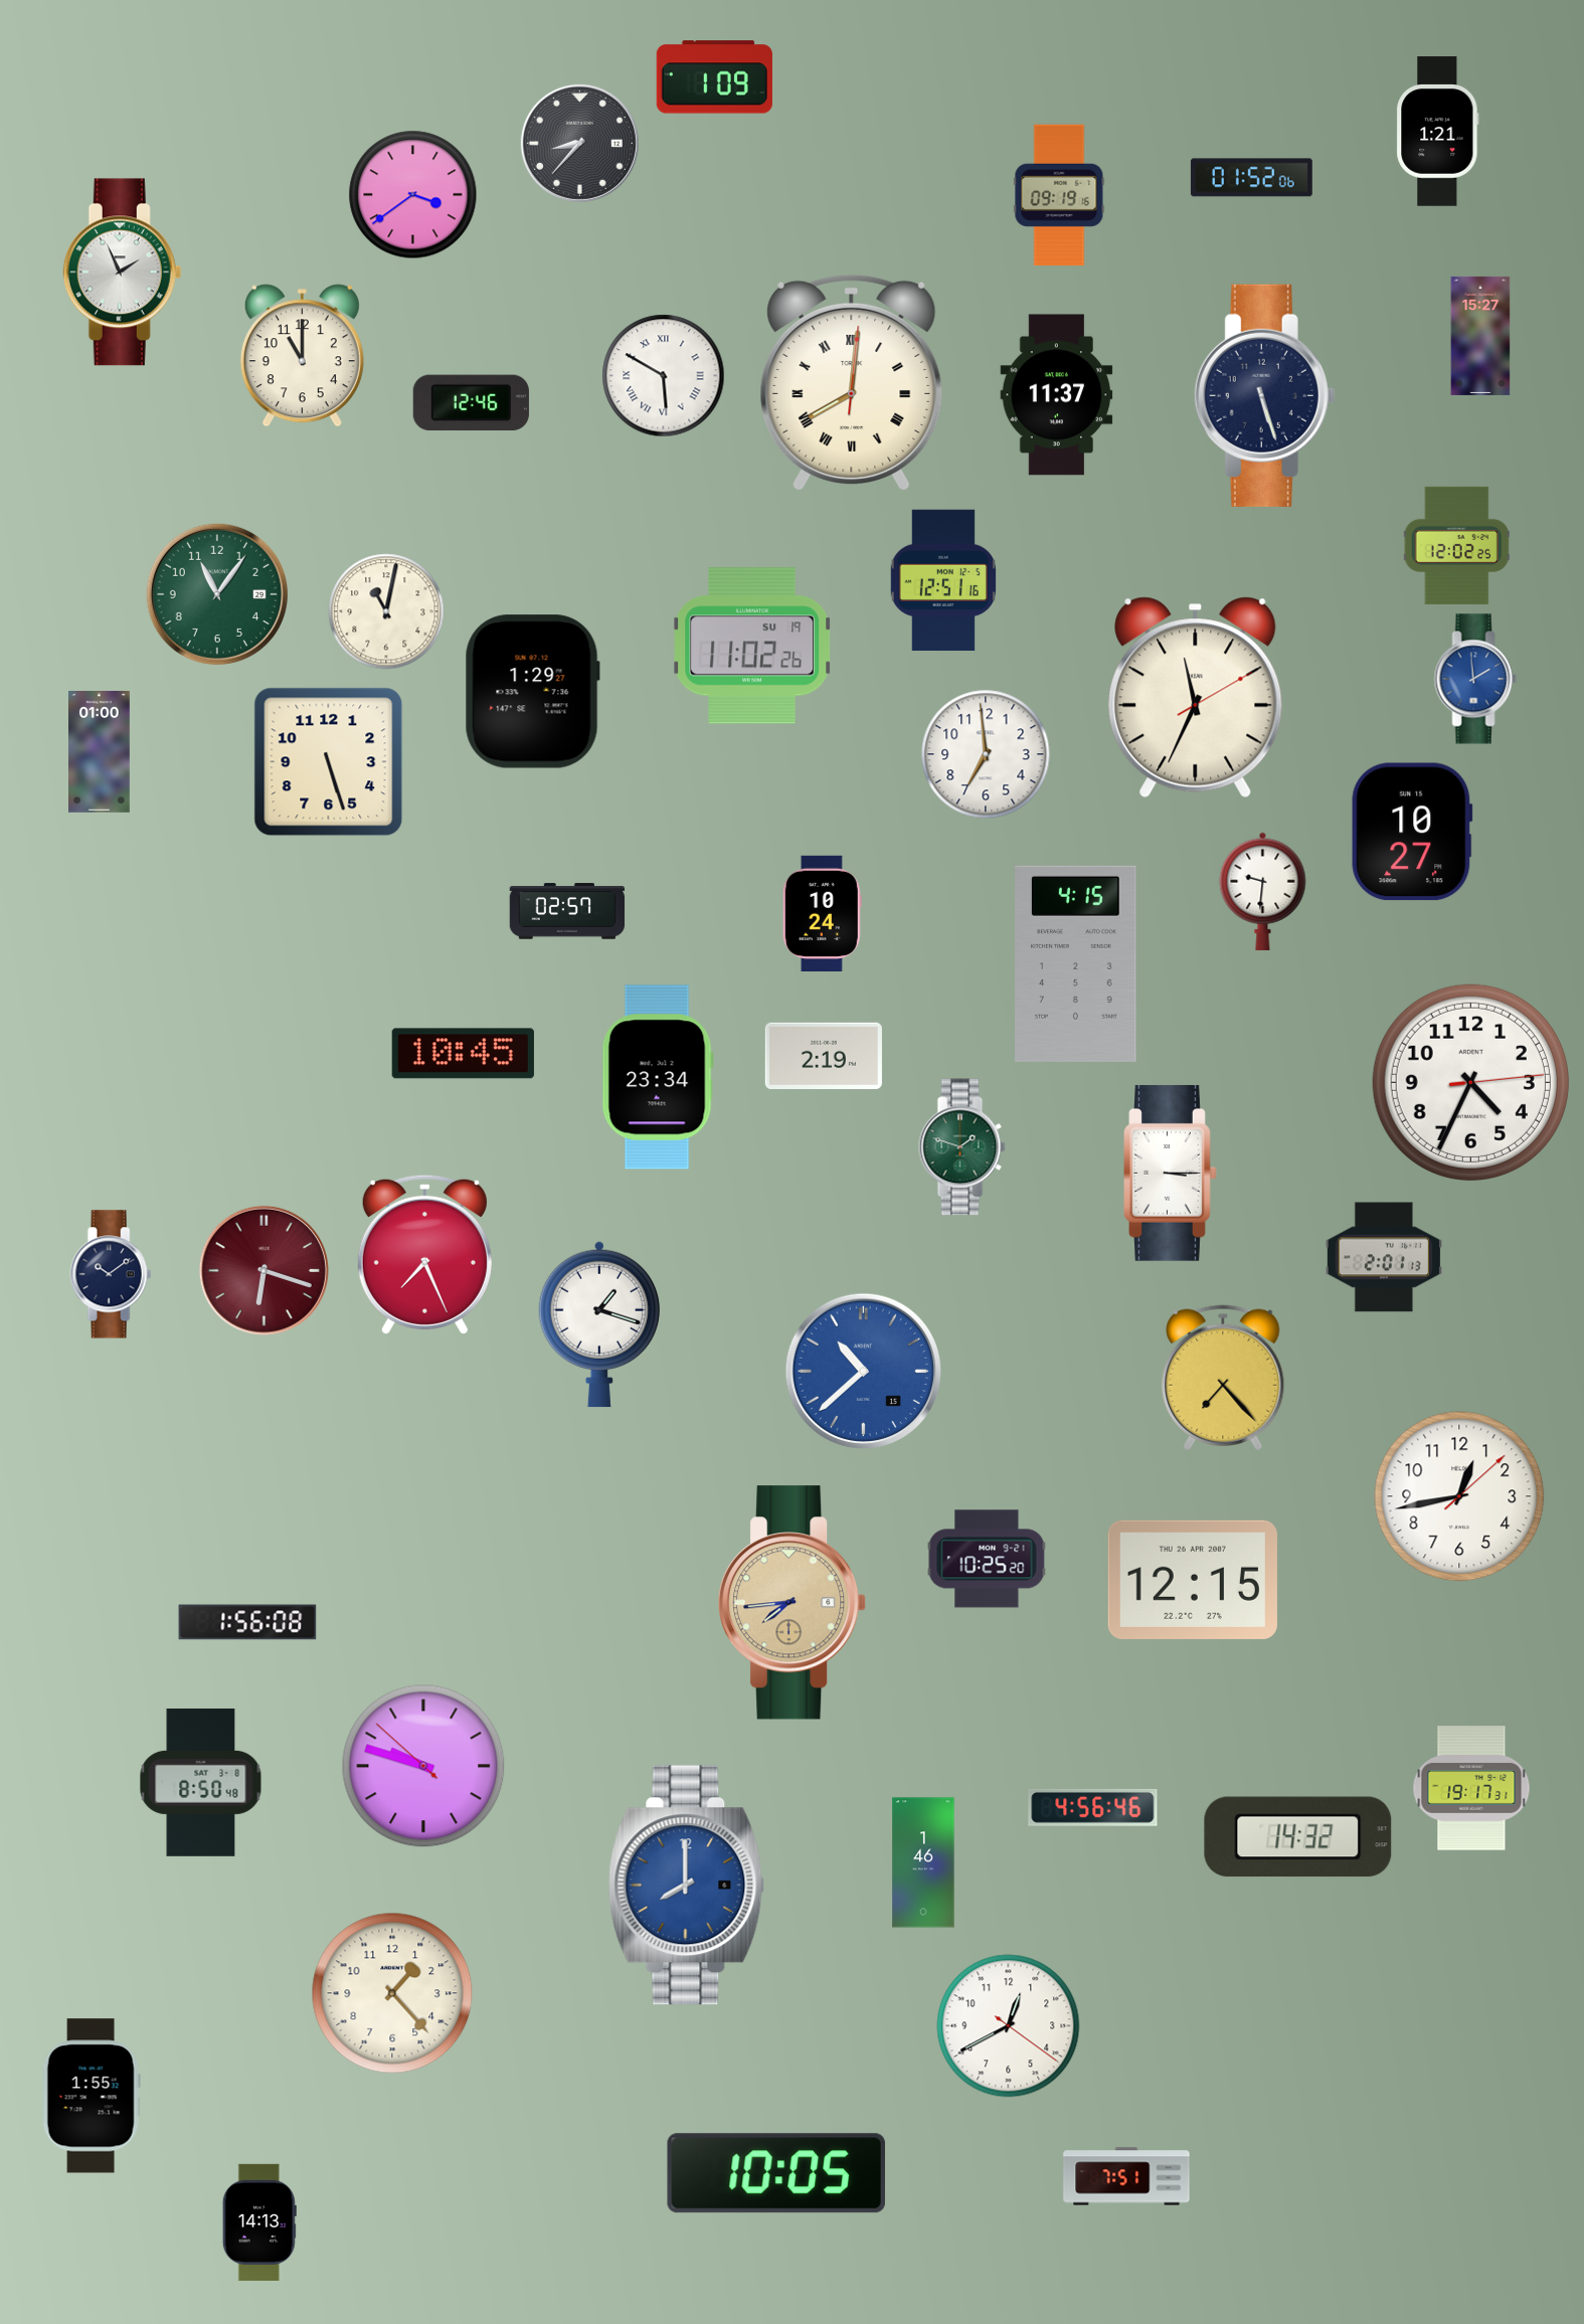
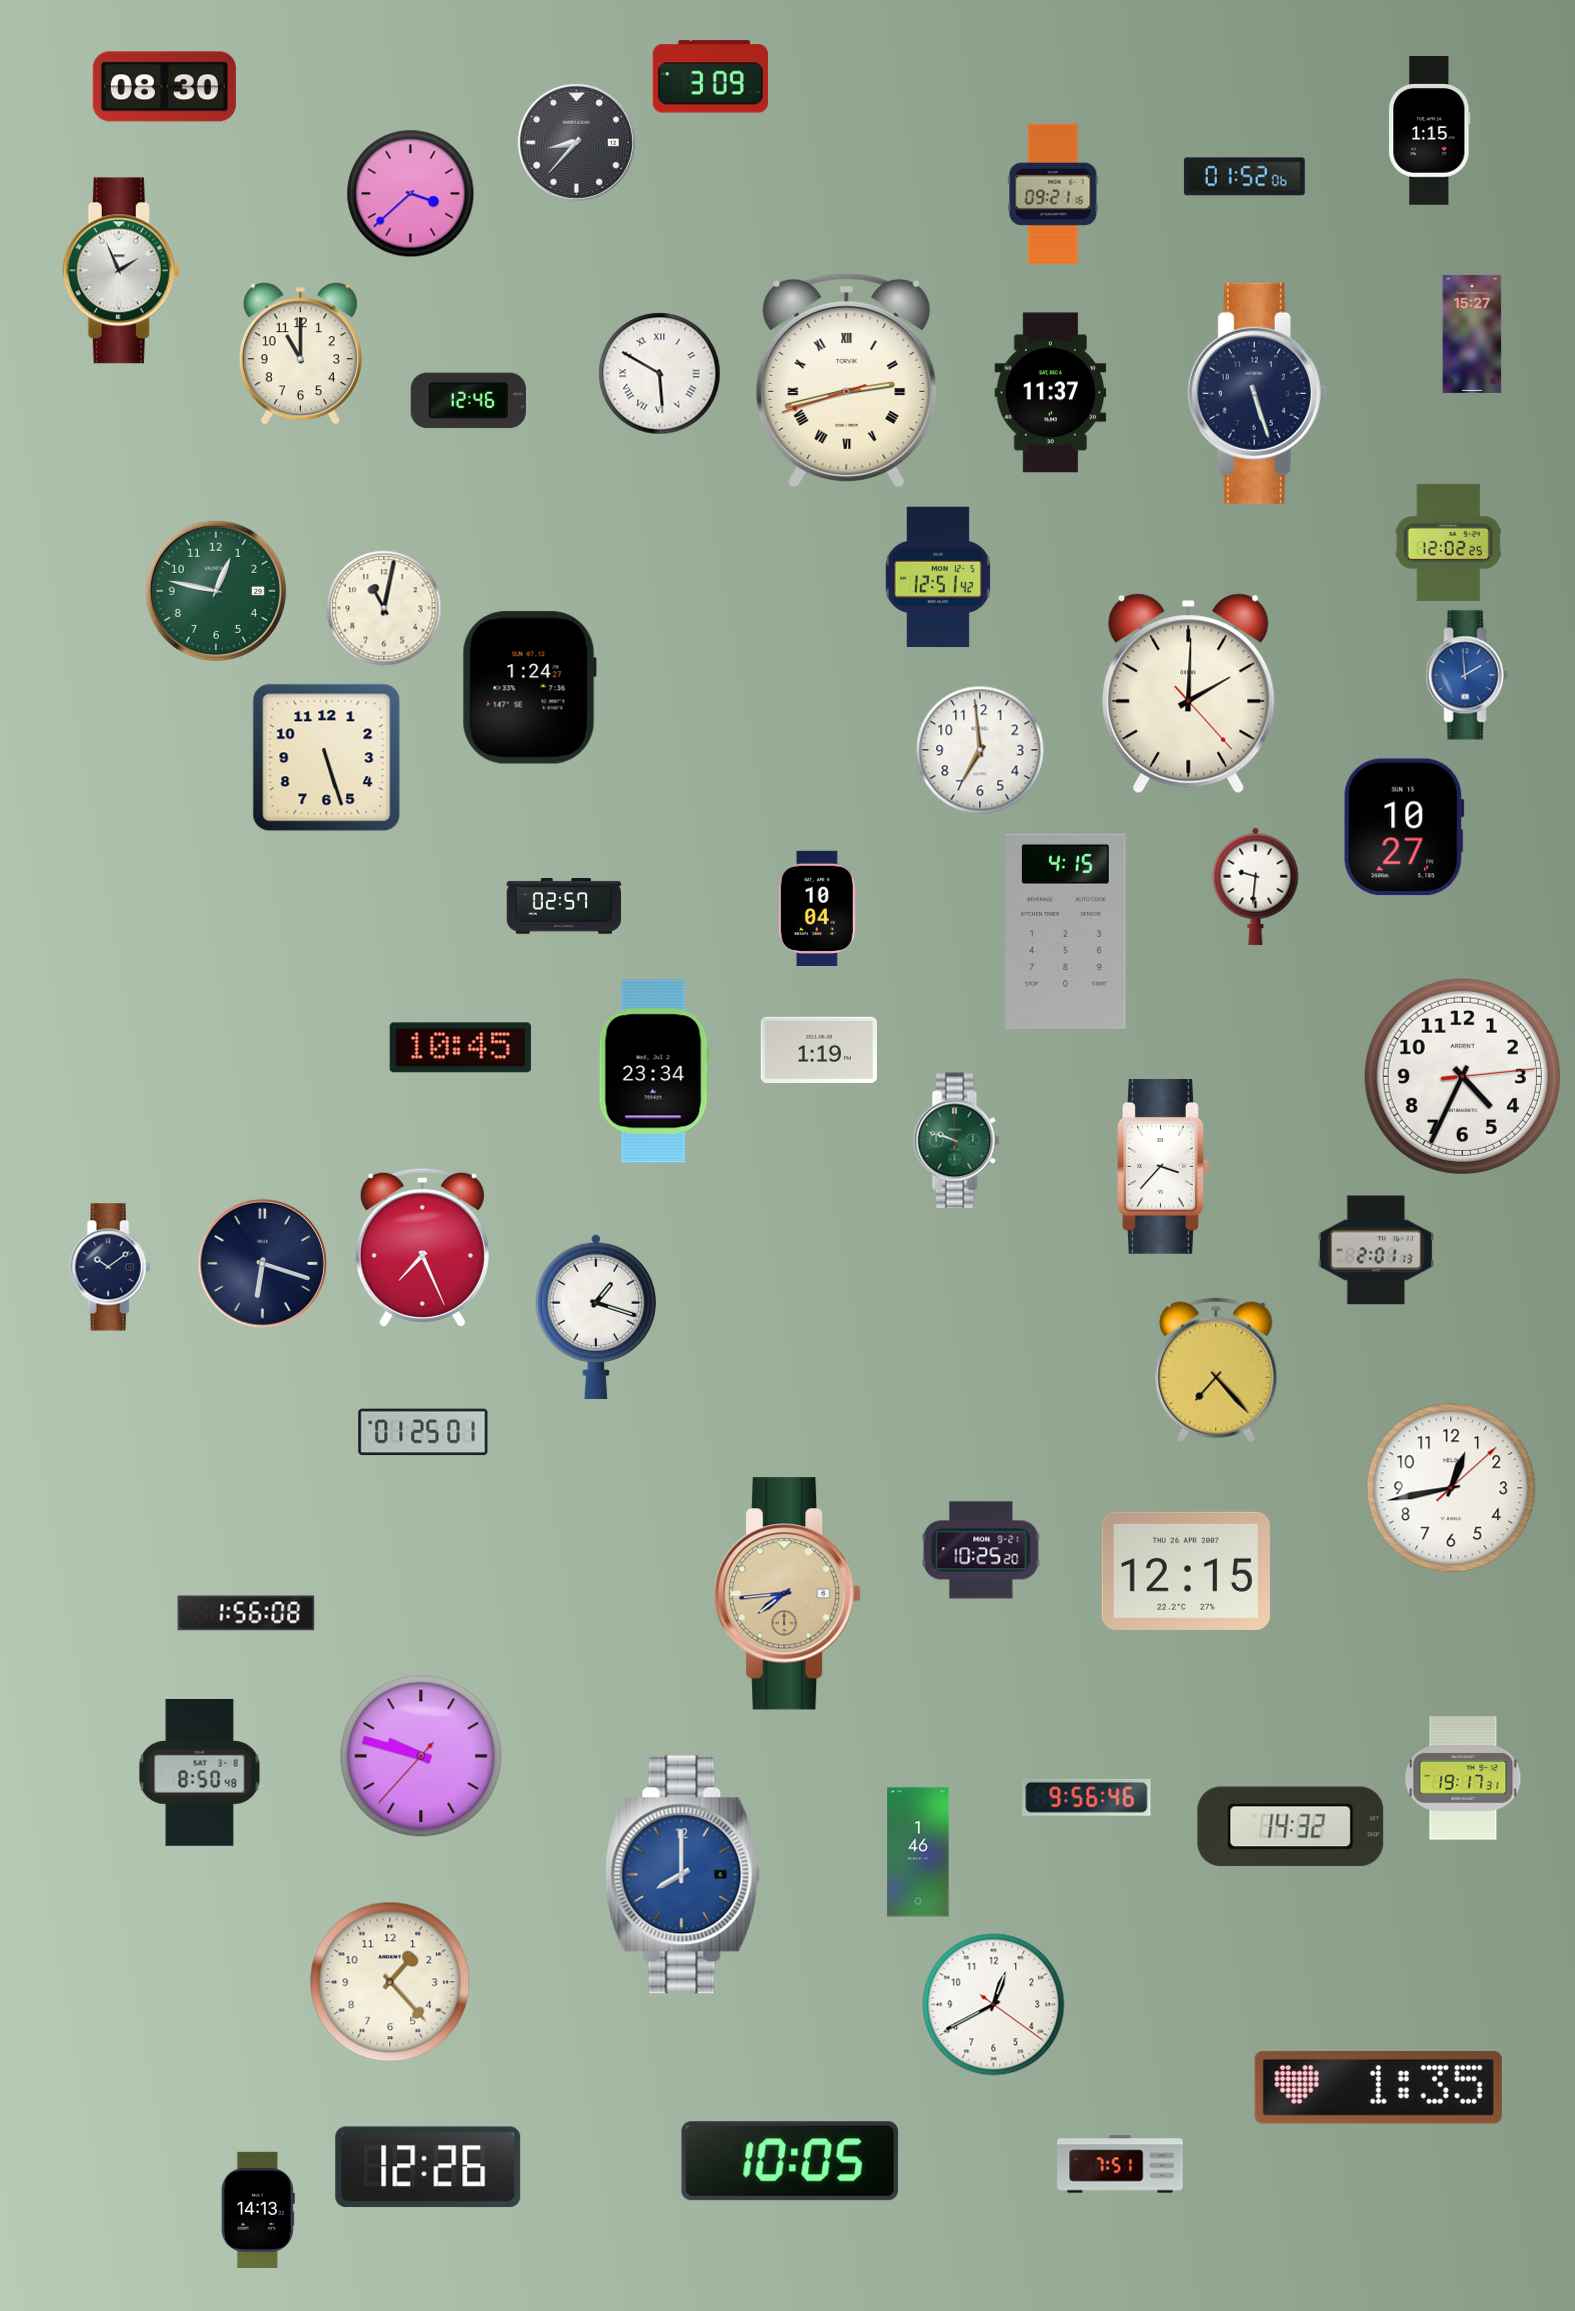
clock at (714, 77): 1:09 -> 3:09
clock at (164, 87): none -> 08:30
clock at (1438, 132): 1:21 -> 1:15
clock at (413, 195): 3:39 -> 3:38
clock at (1059, 195): 09:19 -> 09:21
clock at (852, 382): 8:01 -> 2:42
clock at (943, 580): 12:51:16 -> 12:51:42
clock at (217, 594): 11:06 -> 12:47
clock at (753, 646): 11:02 -> none
clock at (532, 692): 1:29 -> 1:24
clock at (1196, 698): 11:34 -> 2:00
clock at (100, 752): 01:00 -> none
clock at (822, 913): 10:24 -> 10:04
clock at (1076, 963) position: (1076, 963) -> (1066, 931)
clock at (824, 1055): 2:19 -> 1:19
clock at (962, 1147): 1:48 -> 9:48
clock at (1171, 1174): 3:15 -> 3:37
clock at (263, 1270) dial: burgundy -> navy
clock at (863, 1371): 10:38 -> none
clock at (423, 1432): none -> 01:25
clock at (423, 1766): 9:47:52 -> 9:47:37
clock at (1093, 1807): 4:56 -> 9:56
clock at (1009, 2026) position: (1009, 2026) -> (994, 2005)
clock at (92, 2096): 1:55 -> none
clock at (1378, 2087): none -> 1:35
clock at (776, 2173) position: (776, 2173) -> (790, 2161)
clock at (428, 2167): none -> 12:26
